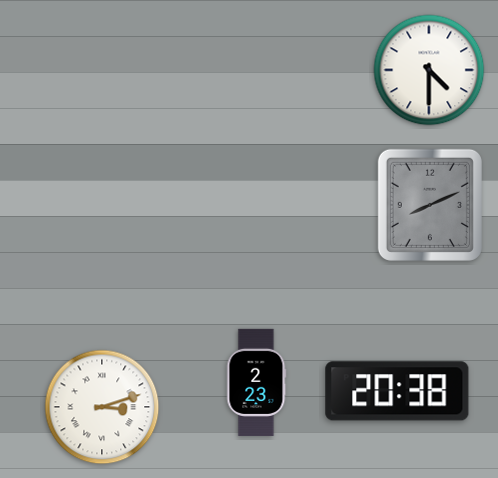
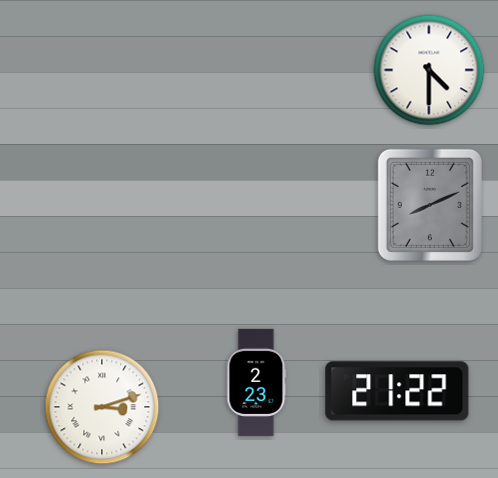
clock at (397, 391): 20:38 -> 21:22
